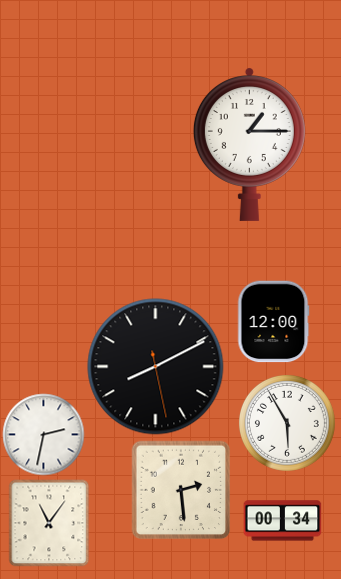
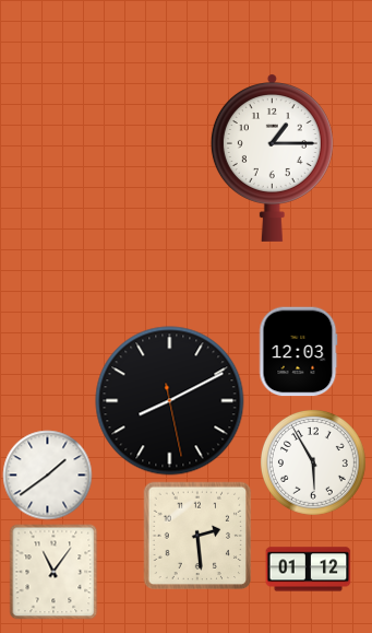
clock at (273, 321): 12:00 -> 12:03
clock at (43, 434): 2:32 -> 1:39
clock at (282, 521): 00:34 -> 01:12
